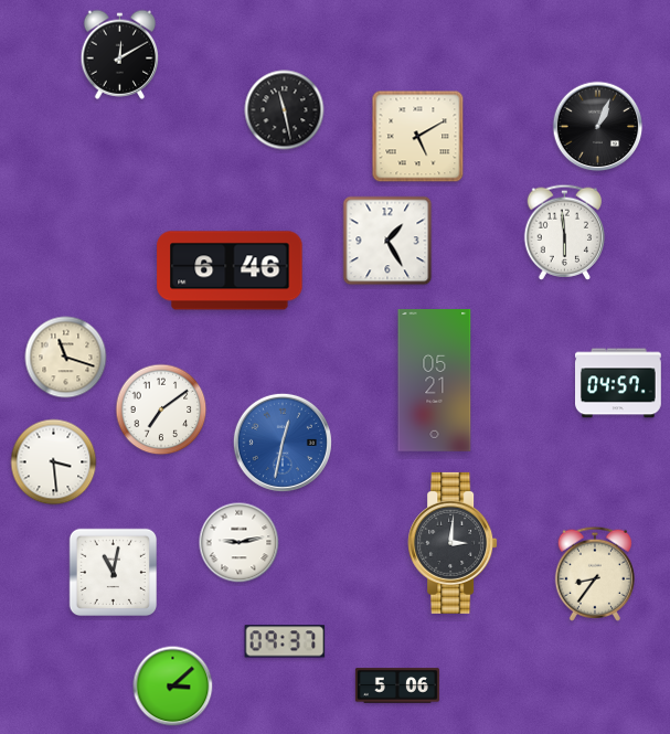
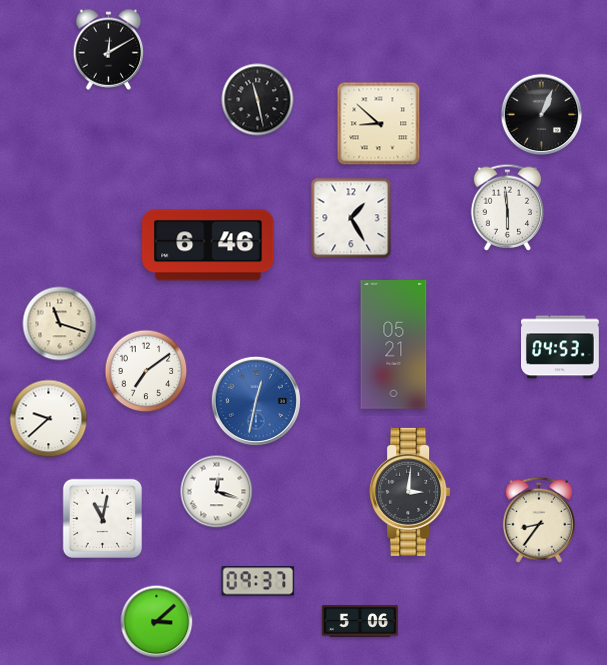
clock at (418, 137): 5:10 -> 8:52
clock at (565, 232) position: (565, 232) -> (508, 207)
clock at (619, 383): 04:57 -> 04:53
clock at (54, 462): 3:29 -> 9:38
clock at (240, 543): 9:13 -> 12:18
